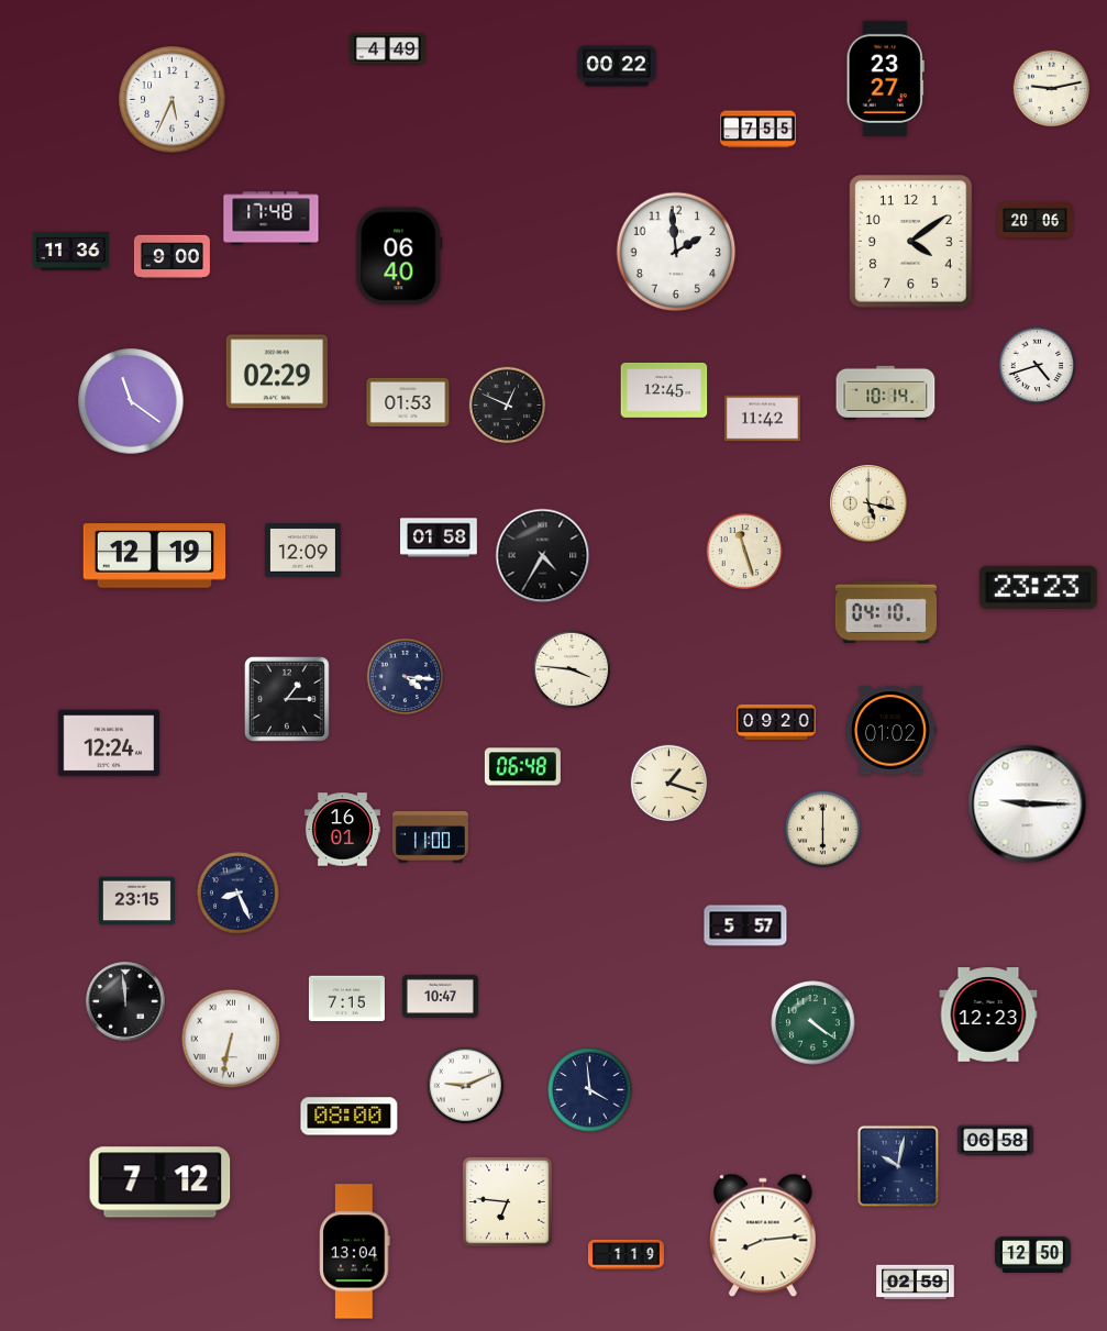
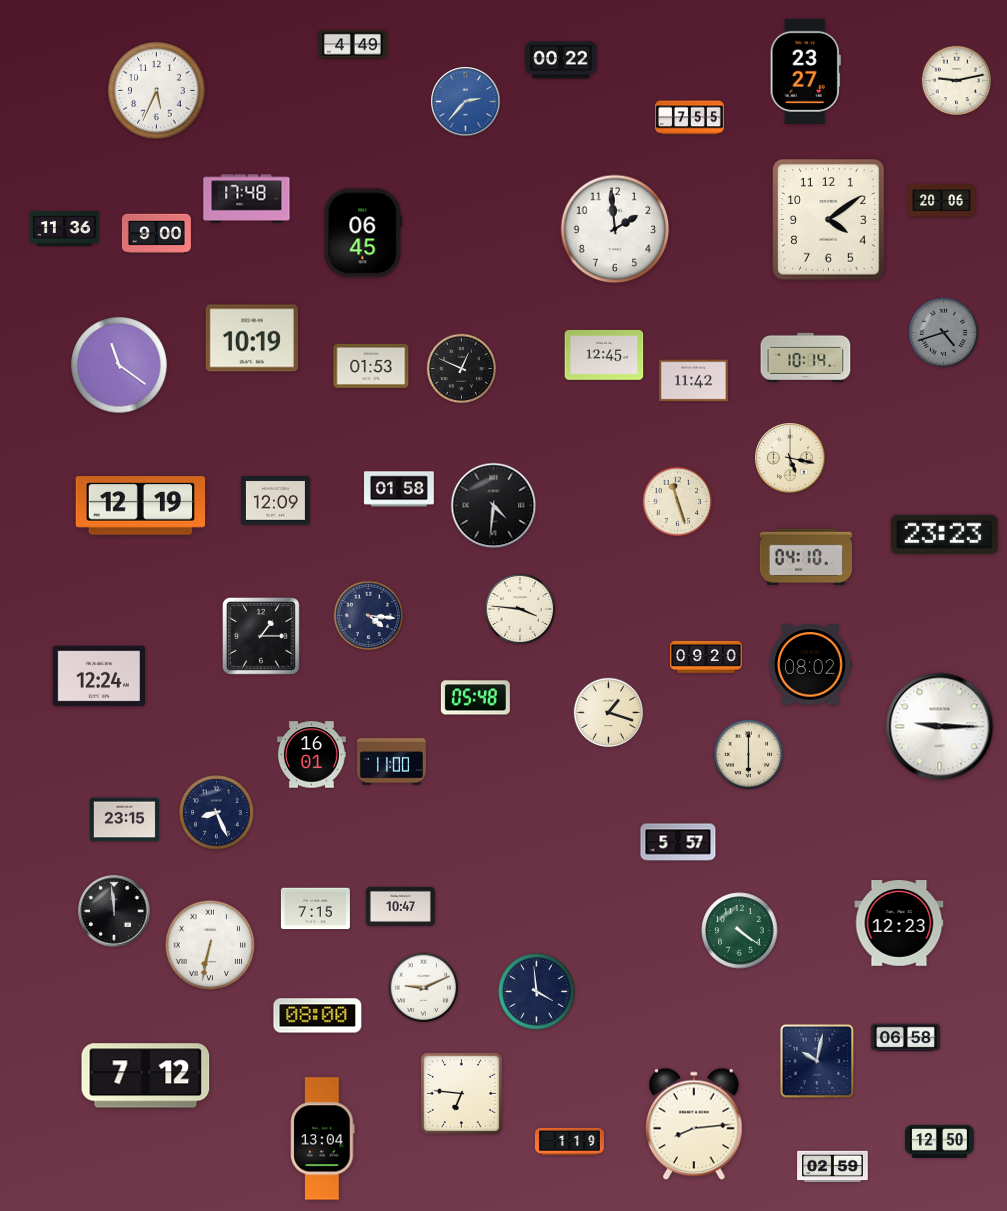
clock at (466, 102): none -> 2:37
clock at (399, 256): 06:40 -> 06:45
clock at (1038, 366) dial: white -> grey
clock at (276, 371): 02:29 -> 10:19
clock at (543, 556): 4:35 -> 4:31
clock at (890, 731): 01:02 -> 08:02
clock at (522, 767): 06:48 -> 05:48
clock at (1028, 805) position: (1028, 805) -> (940, 727)
